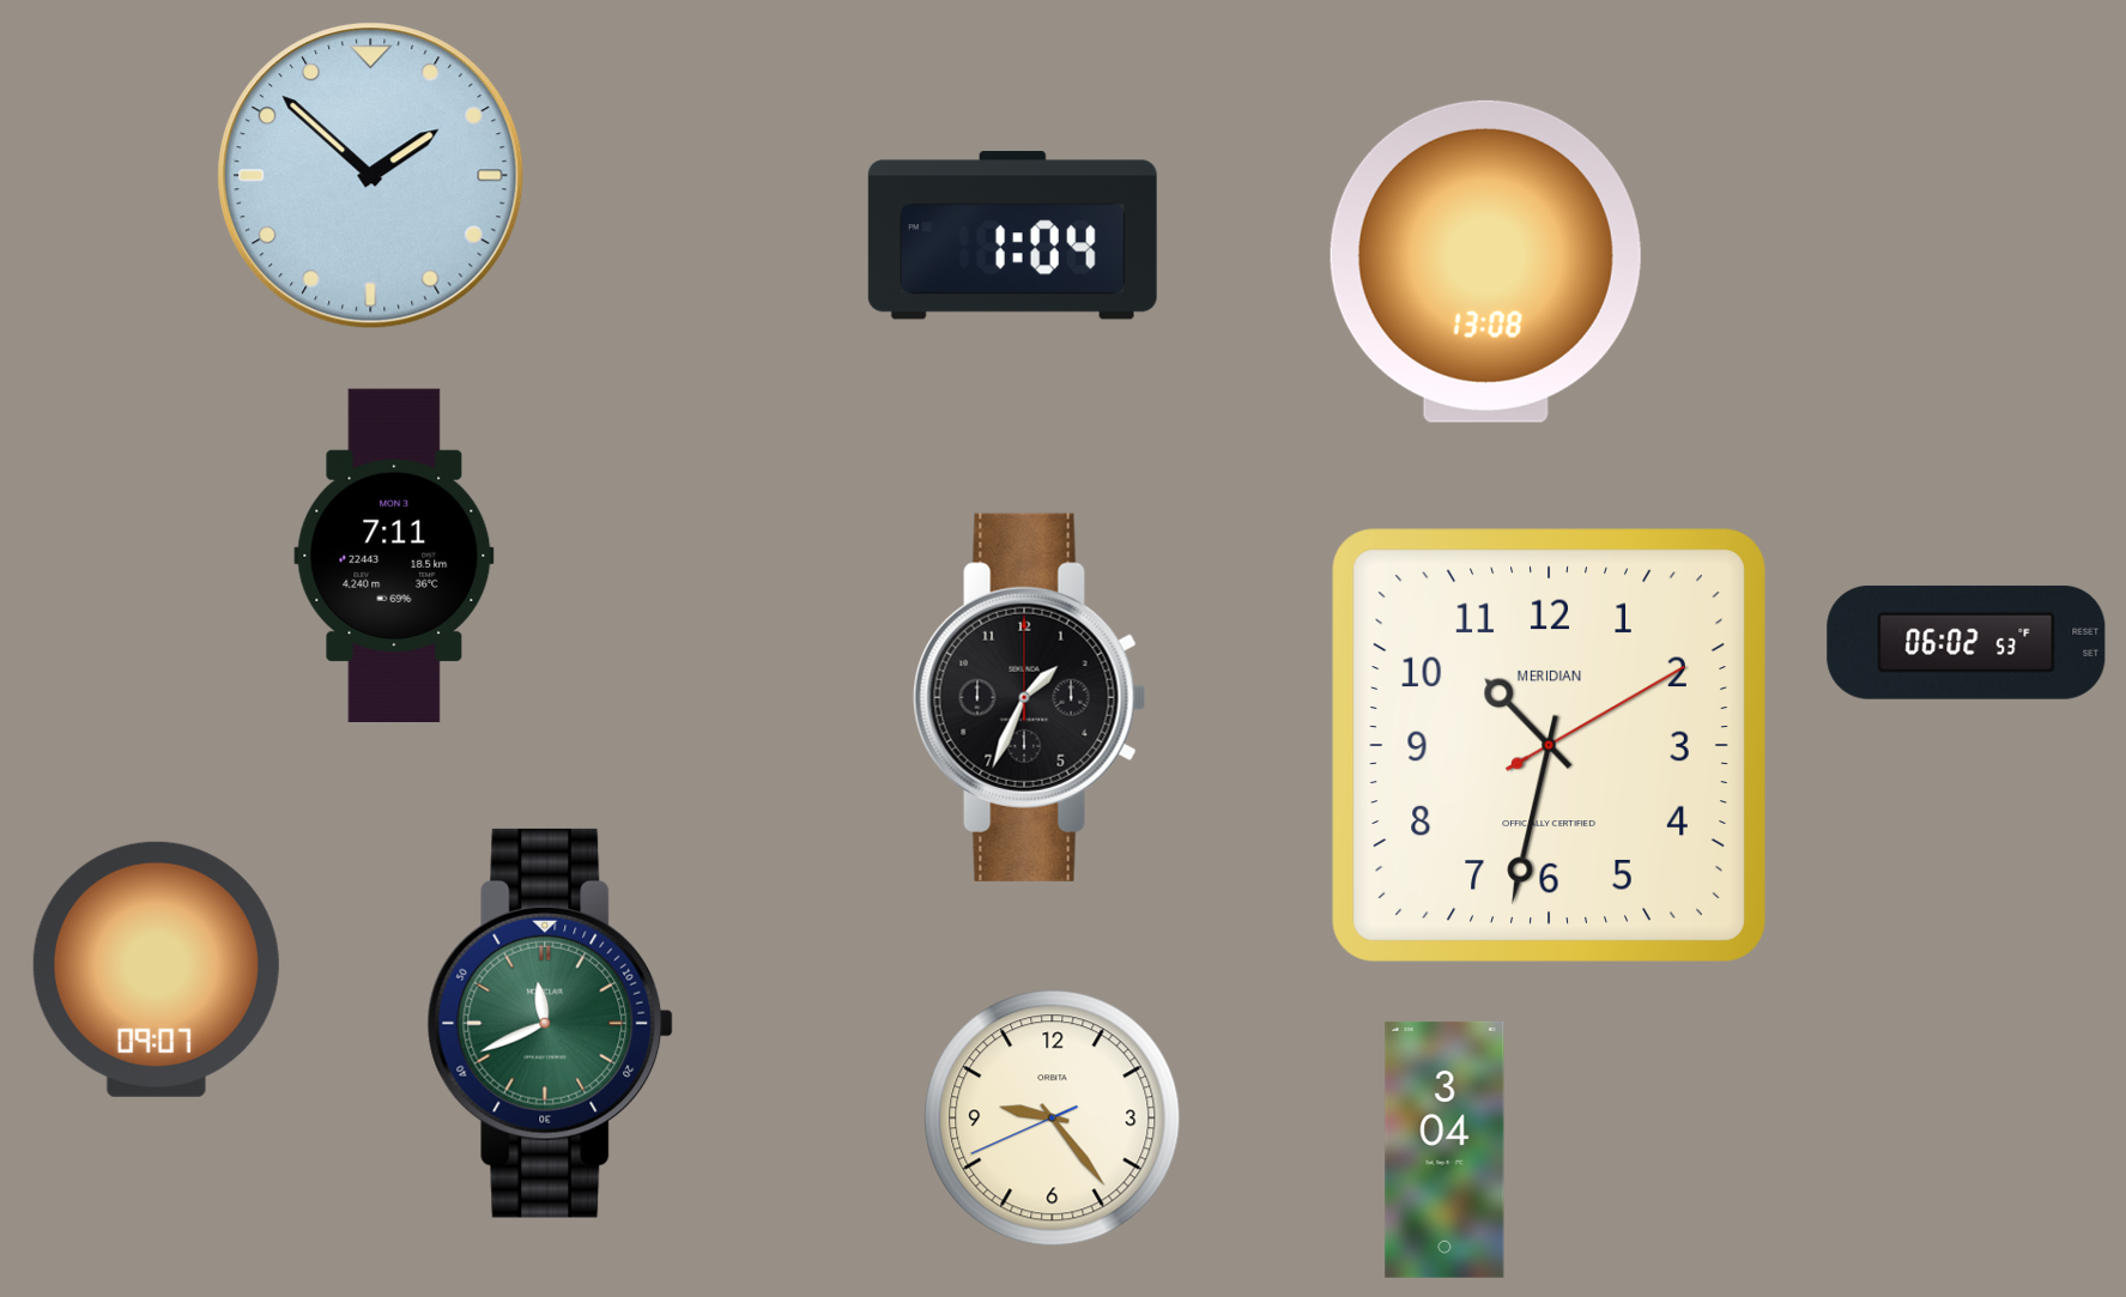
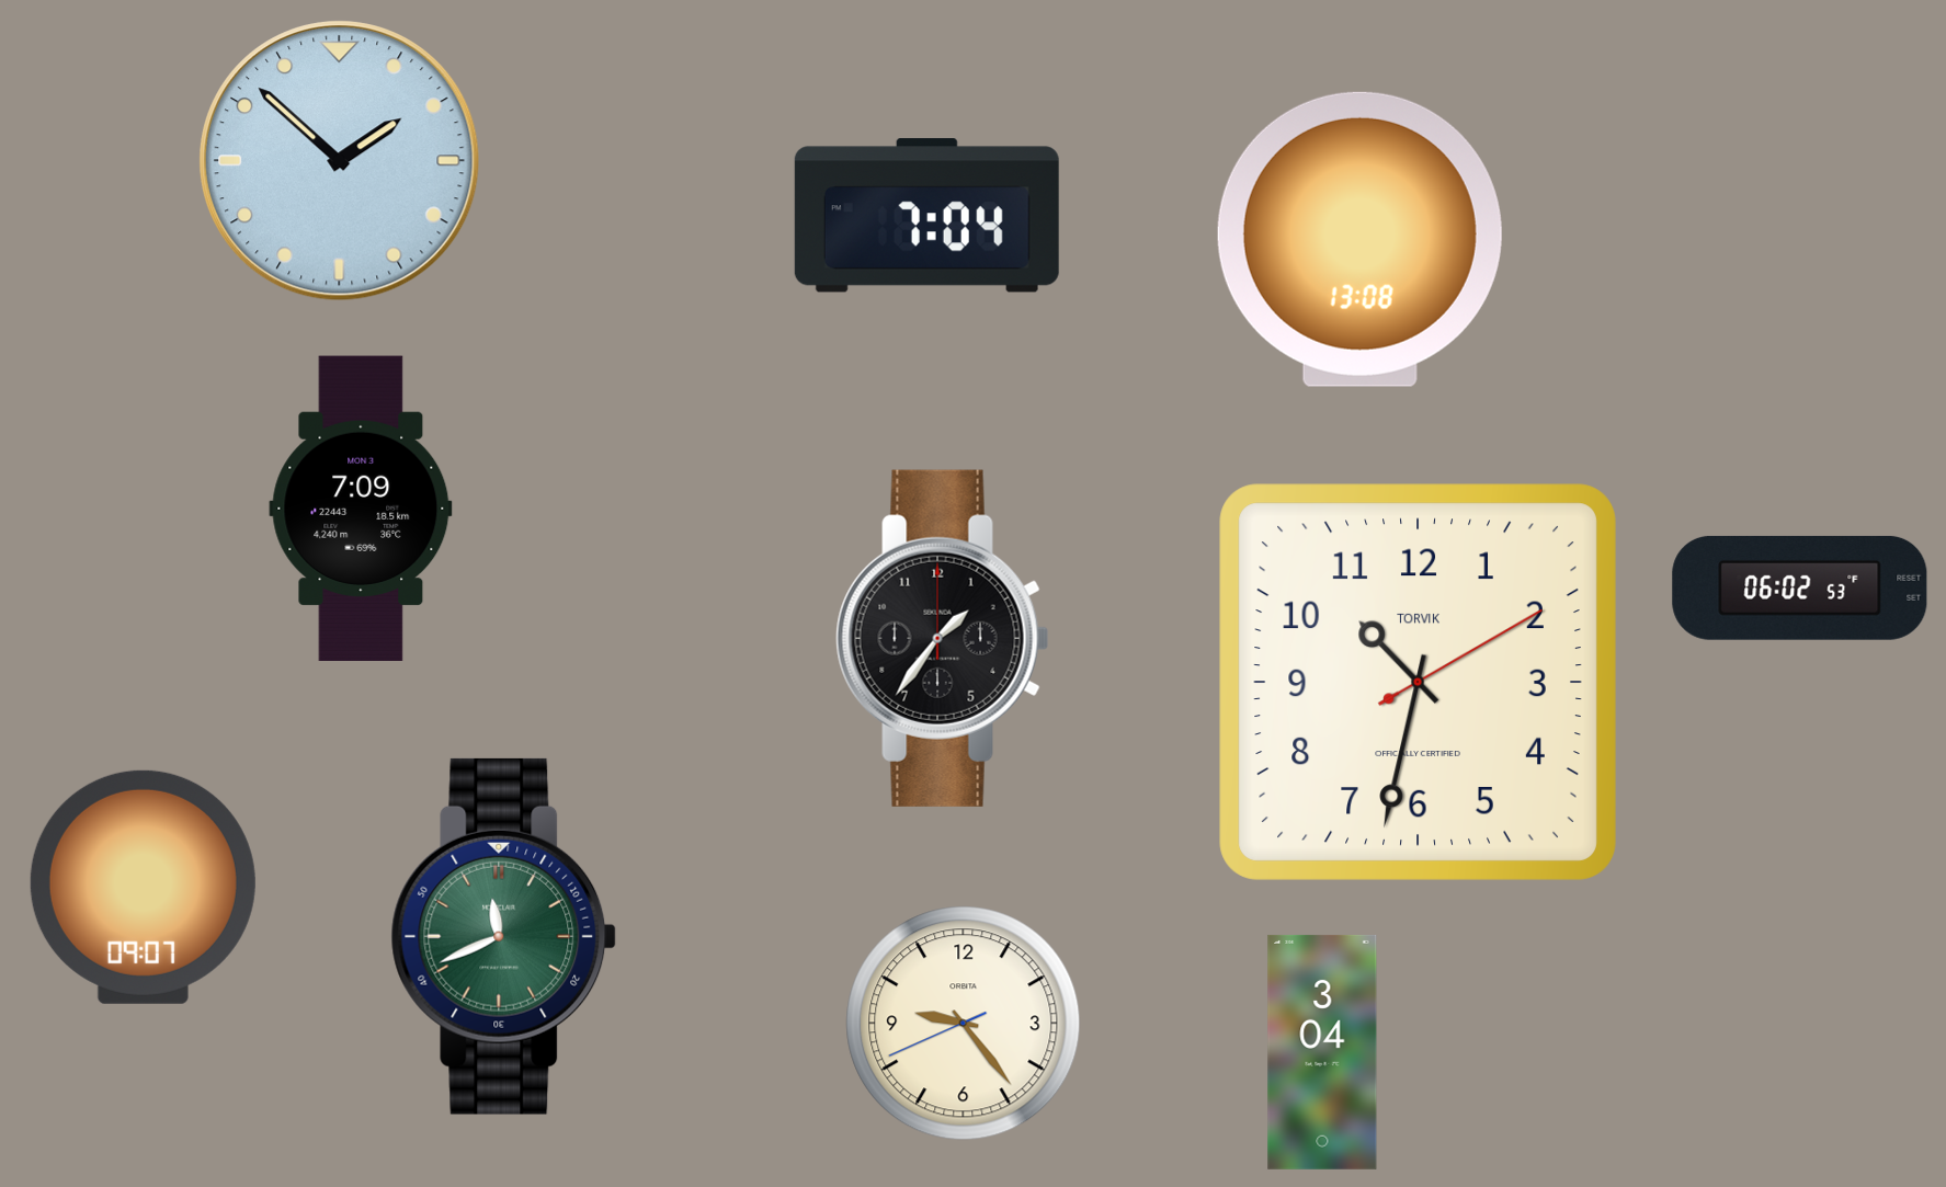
clock at (1012, 236): 1:04 -> 7:04
clock at (394, 554): 7:11 -> 7:09
clock at (1030, 697): 1:34 -> 1:36
clock at (1549, 745) brand: MERIDIAN -> TORVIK
